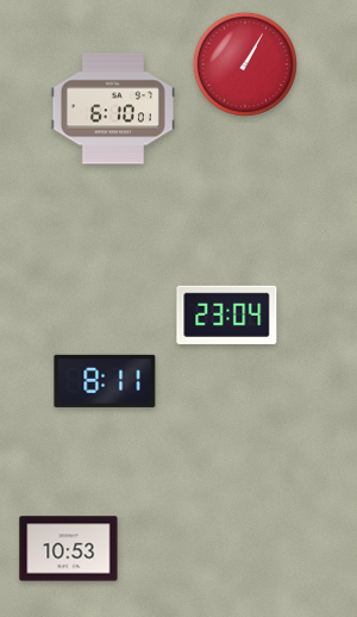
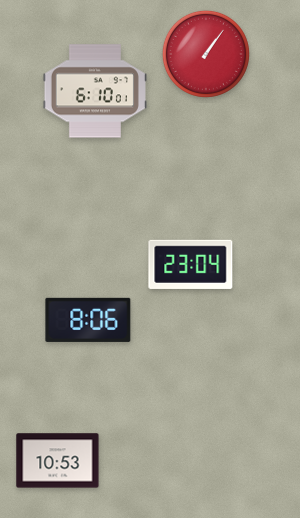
clock at (245, 64): 1:05 -> 1:06
clock at (105, 381): 8:11 -> 8:06
